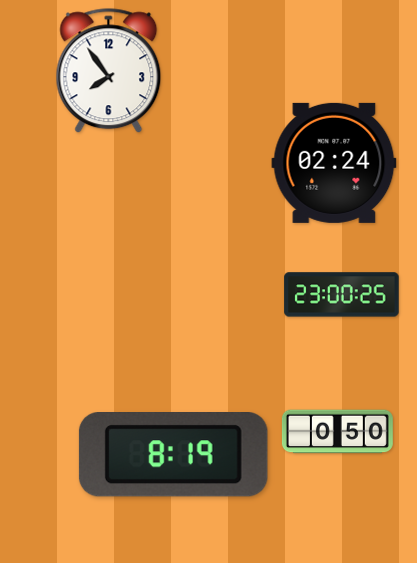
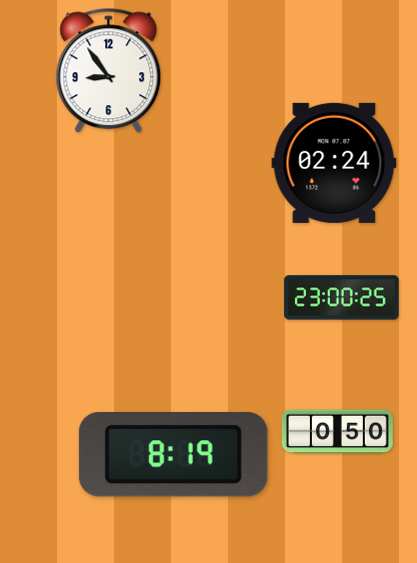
clock at (109, 71): 7:54 -> 8:54
clock at (342, 295) position: (342, 295) -> (342, 298)
